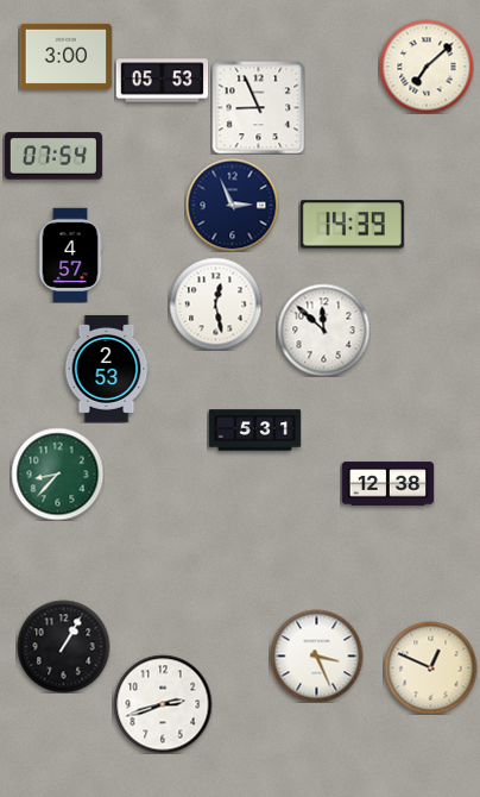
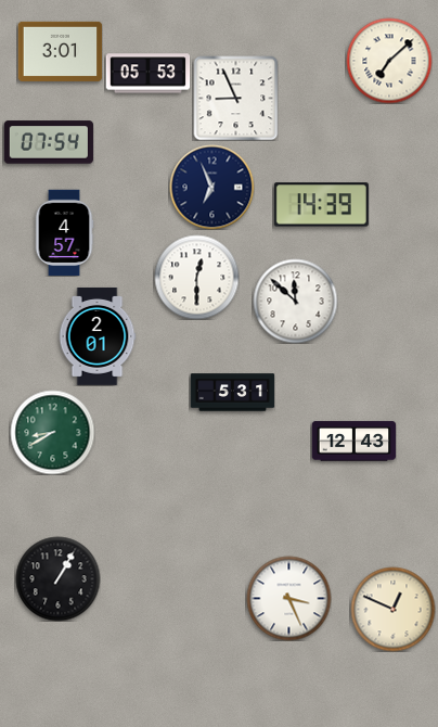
clock at (65, 56): 3:00 -> 3:01
clock at (232, 205): 2:56 -> 6:56
clock at (215, 303): 12:28 -> 12:30
clock at (107, 369): 2:53 -> 2:01
clock at (57, 473): 8:37 -> 8:40
clock at (387, 484): 12:38 -> 12:43
clock at (63, 646) position: (63, 646) -> (57, 578)
clock at (163, 704): 2:42 -> none
